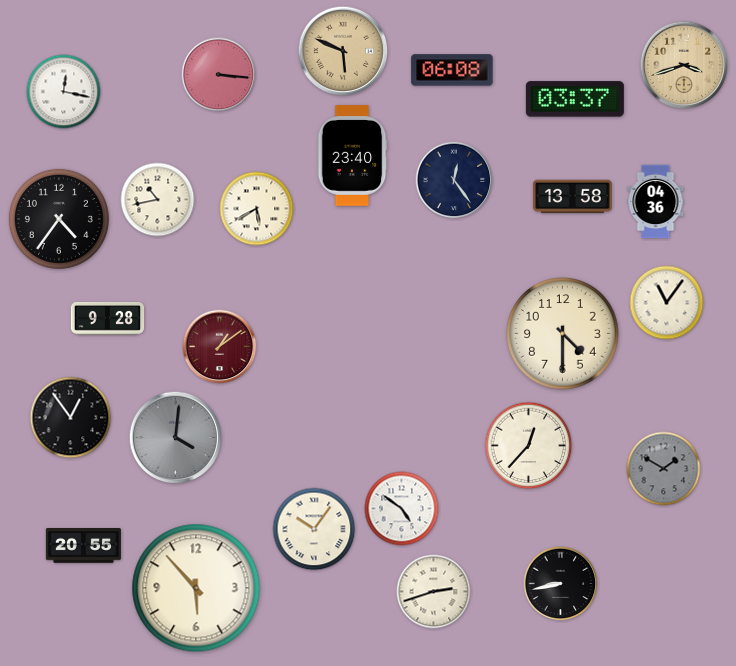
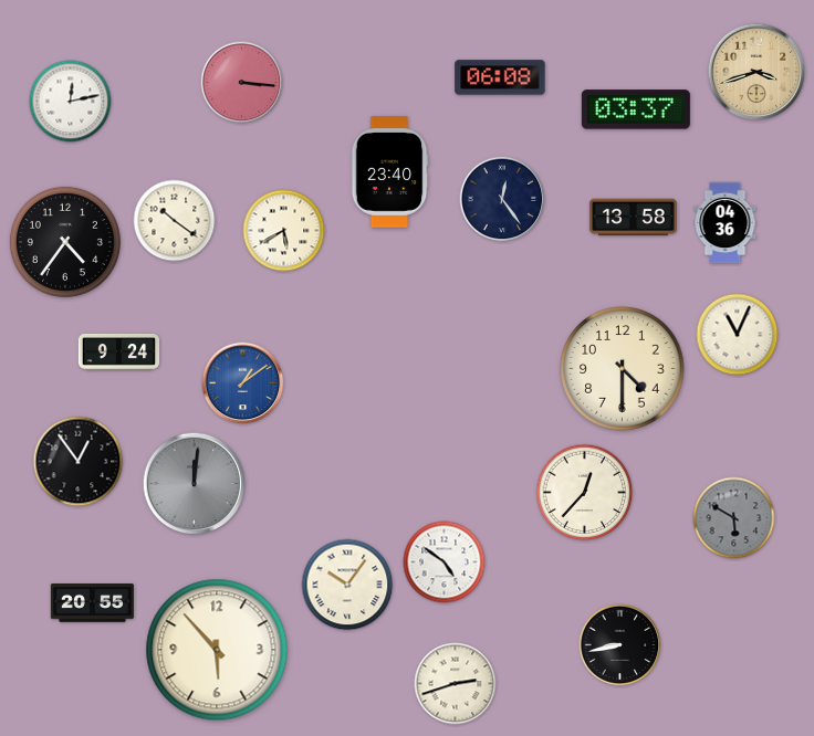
clock at (343, 51): 5:49 -> none
clock at (64, 92): 12:17 -> 12:13
clock at (158, 200): 10:43 -> 10:21
clock at (667, 303): 11:06 -> 11:04
clock at (108, 319): 9:28 -> 9:24
clock at (220, 347) dial: burgundy -> blue
clock at (176, 438): 4:01 -> 12:01
clock at (664, 469): 1:50 -> 5:50
clock at (434, 592) position: (434, 592) -> (456, 684)
